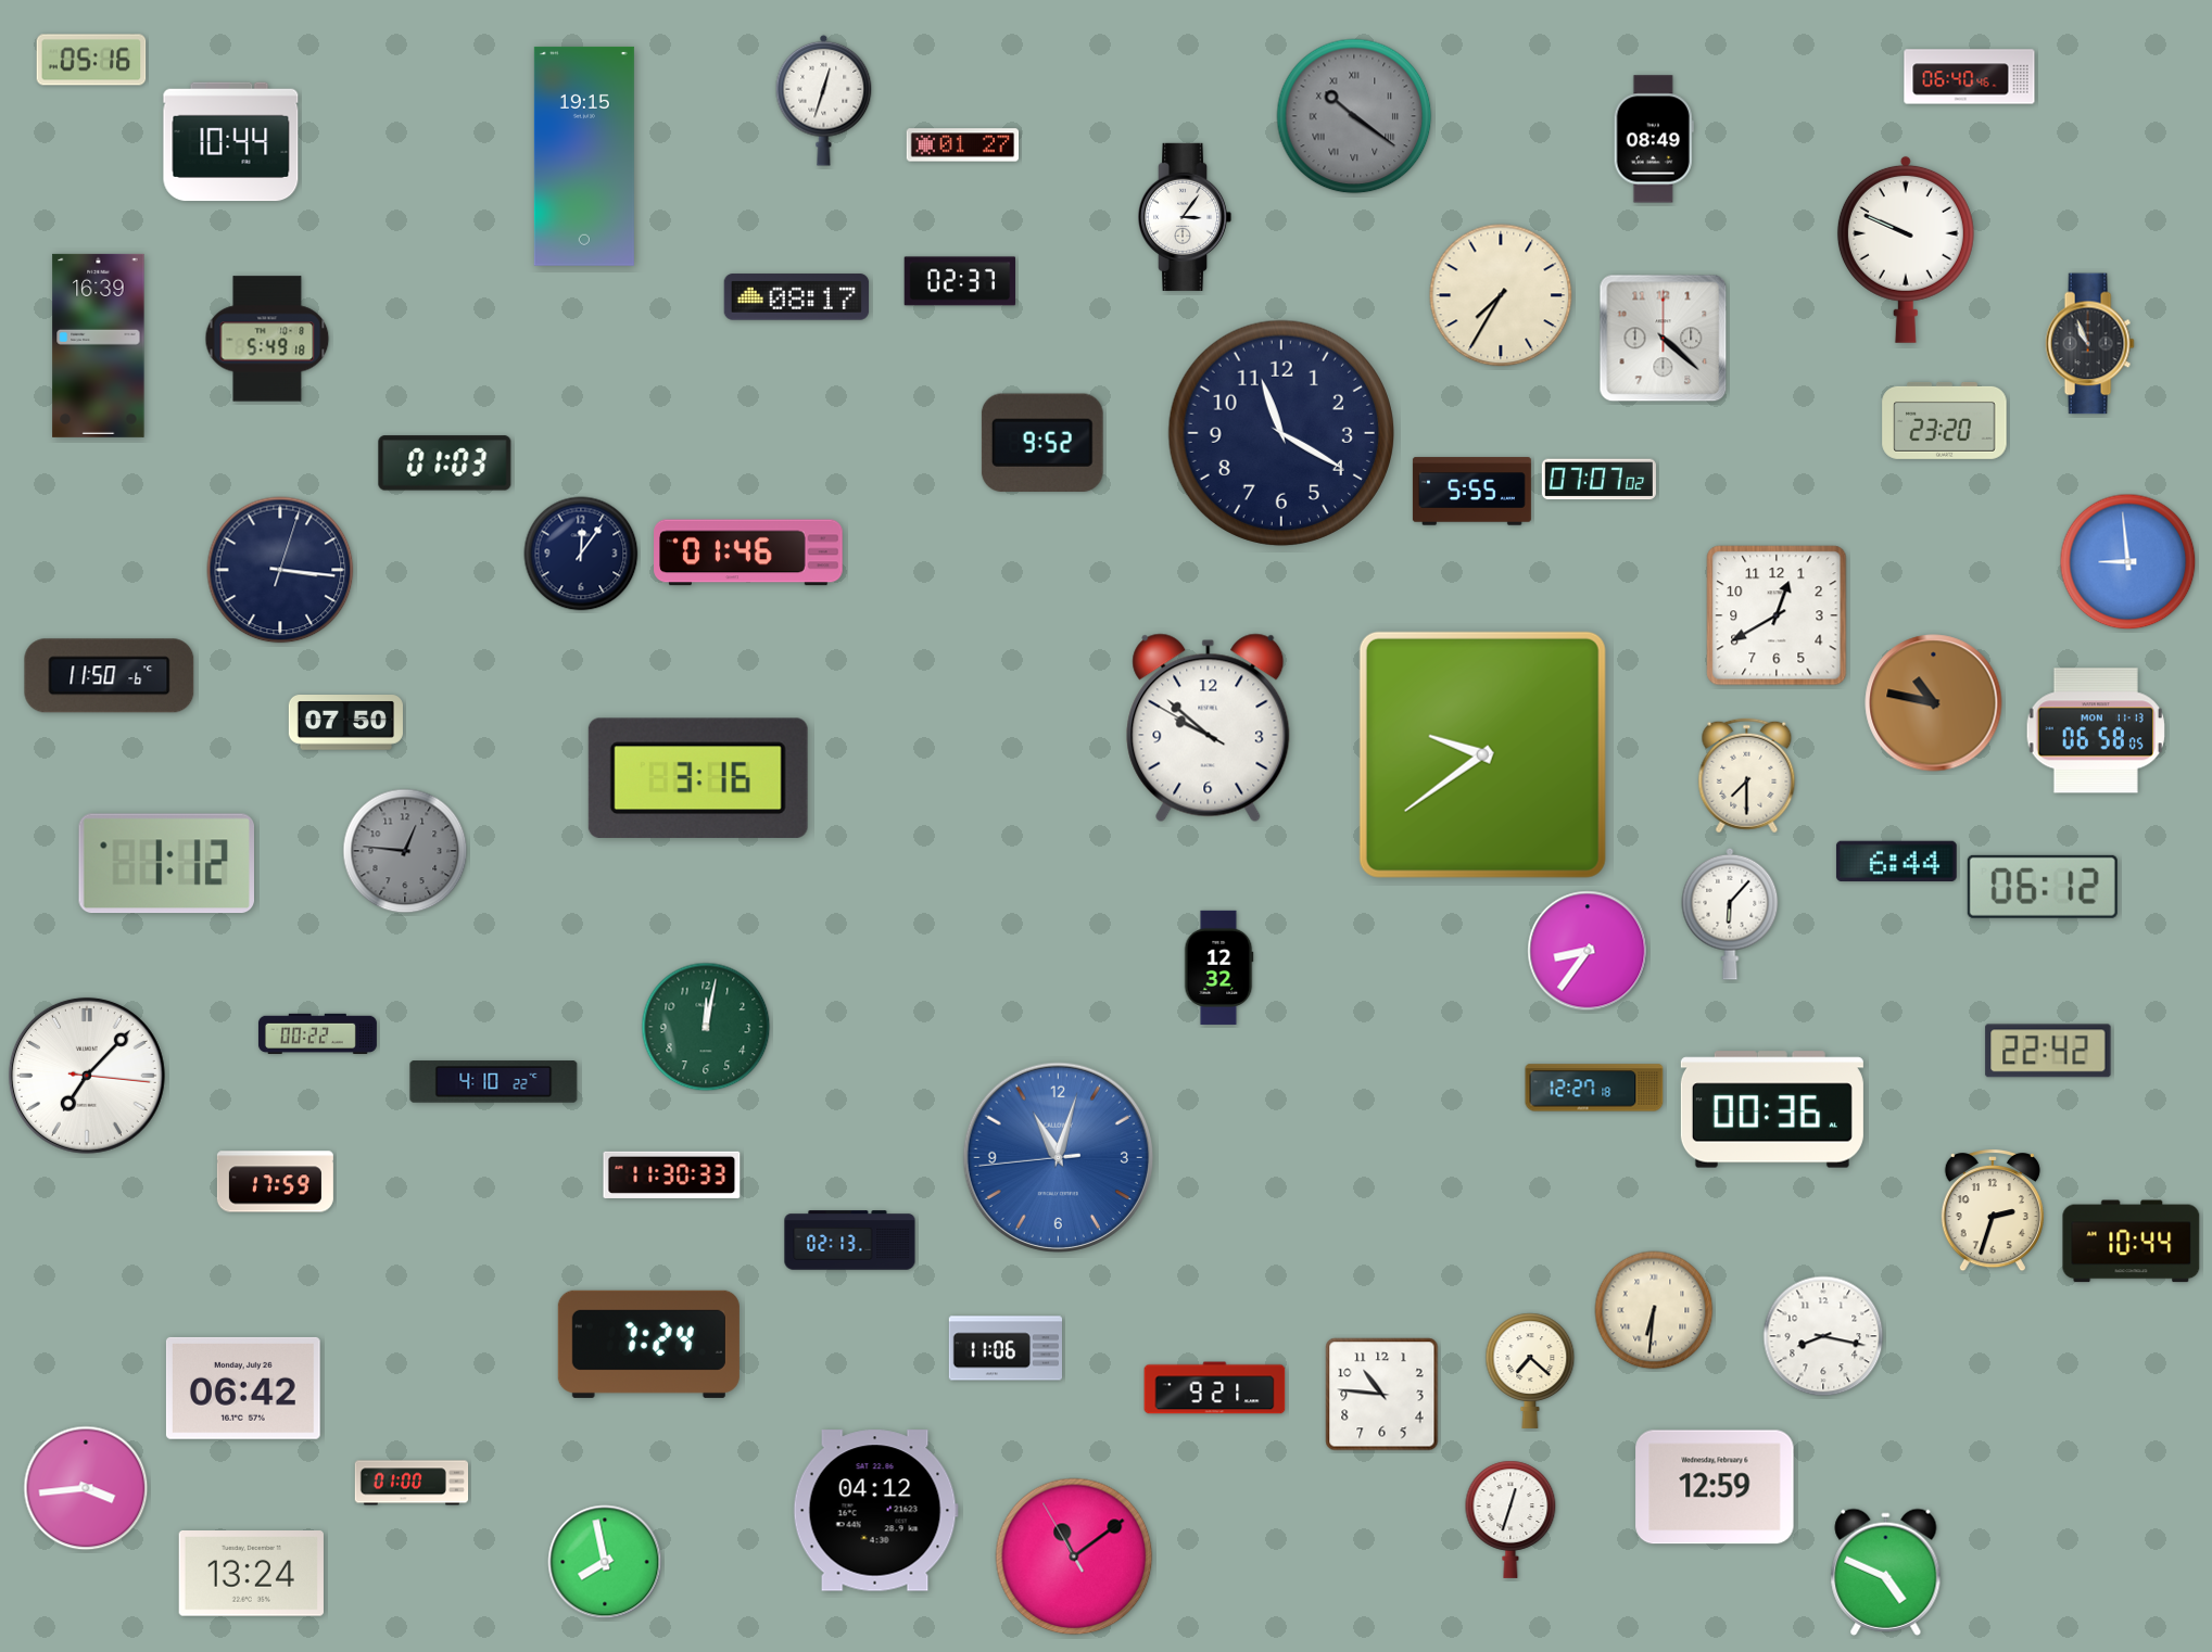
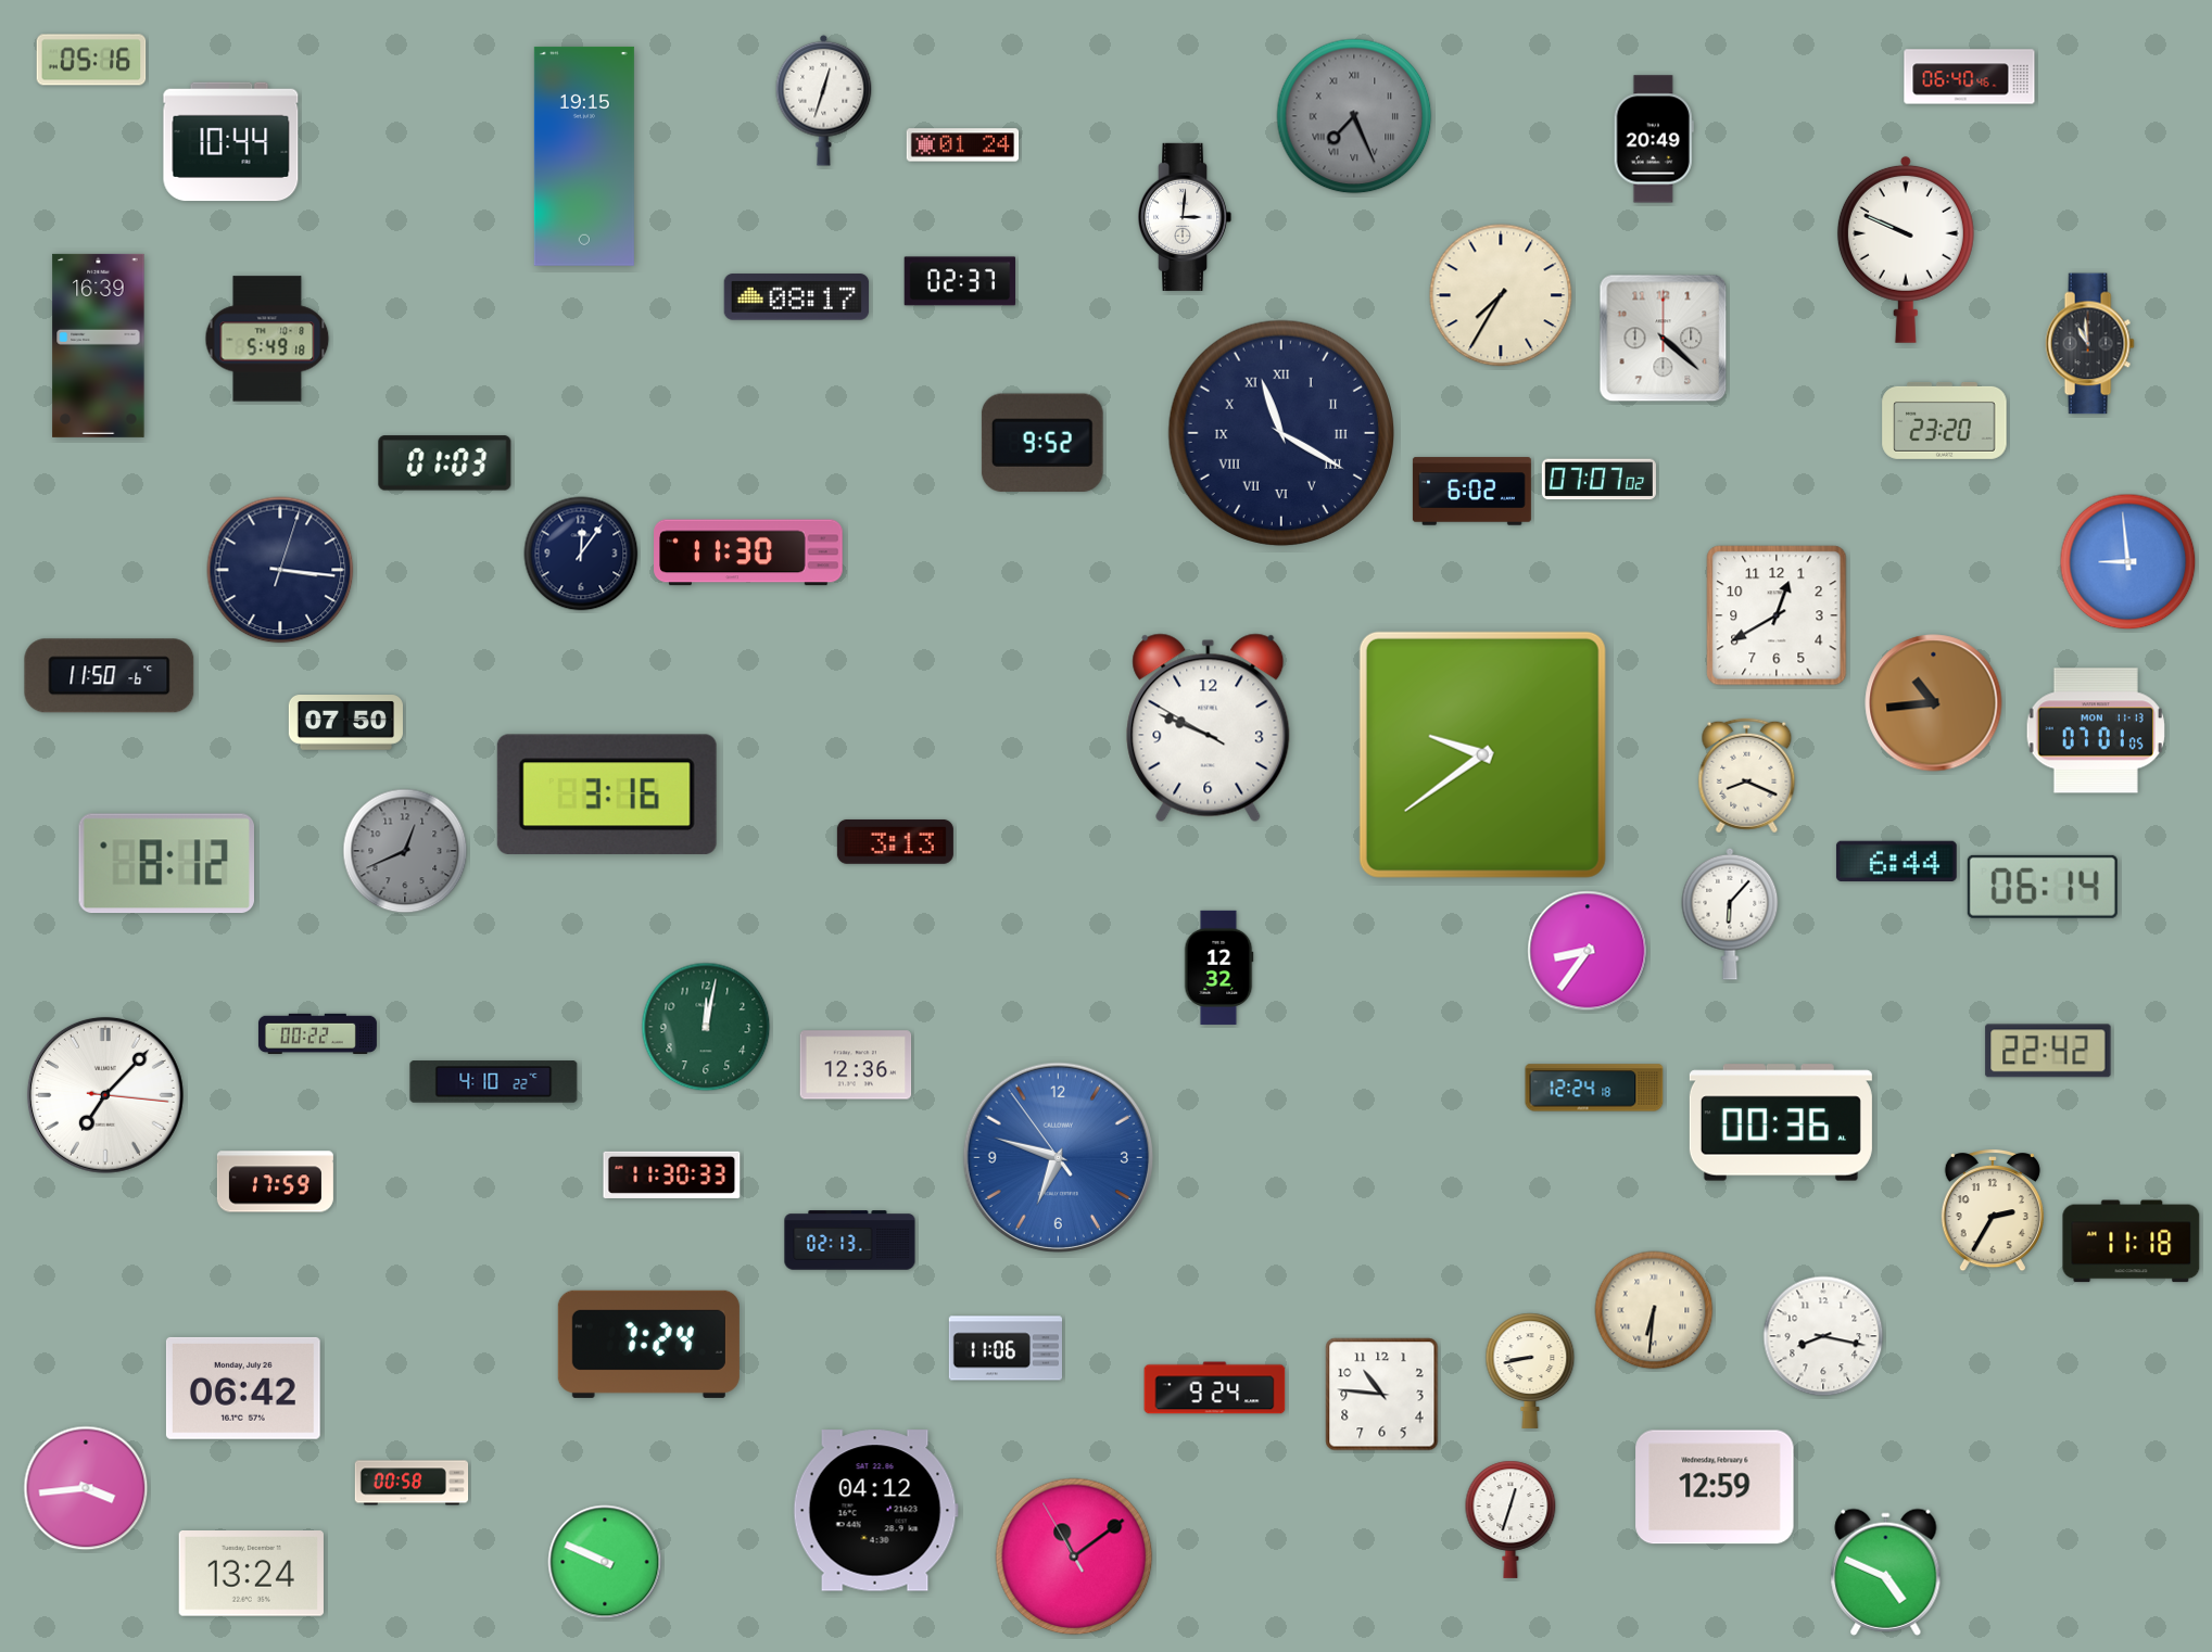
clock at (1354, 116): 10:21 -> 7:26
clock at (1654, 139): 08:49 -> 20:49
clock at (963, 145): 01:27 -> 01:24
clock at (1185, 217): 3:06 -> 3:01
clock at (2089, 344): 10:56 -> 10:59
clock at (1281, 433) numerals: Arabic -> Roman
clock at (1471, 492): 5:55 -> 6:02
clock at (748, 552): 01:46 -> 11:30
clock at (1934, 703): 10:47 -> 10:44
clock at (1209, 728): 9:51 -> 9:48
clock at (2096, 730): 06:58 -> 07:01
clock at (1747, 776): 7:30 -> 8:19
clock at (698, 778) position: (698, 778) -> (607, 795)
clock at (895, 841): none -> 3:13
clock at (405, 851): 12:46 -> 12:41
clock at (166, 864): 1:12 -> 8:12
clock at (2043, 887): 06:12 -> 06:14
clock at (856, 1065): none -> 12:36
clock at (87, 1076) position: (87, 1076) -> (105, 1095)
clock at (1594, 1088): 12:27 -> 12:24
clock at (1772, 1109) position: (1772, 1109) -> (1781, 1122)
clock at (1058, 1157): 11:02 -> 6:47
clock at (1993, 1210): 2:33 -> 2:35
clock at (2132, 1242): 10:44 -> 11:18
clock at (1530, 1371): 7:22 -> 8:43
clock at (1215, 1388): 9:21 -> 9:24
clock at (412, 1483): 01:00 -> 00:58
clock at (605, 1562): 7:58 -> 9:49
